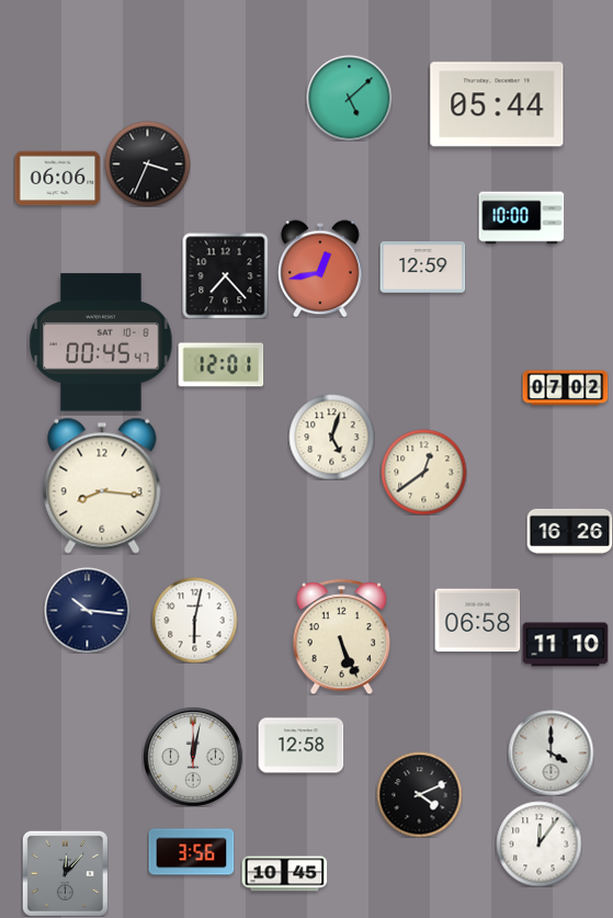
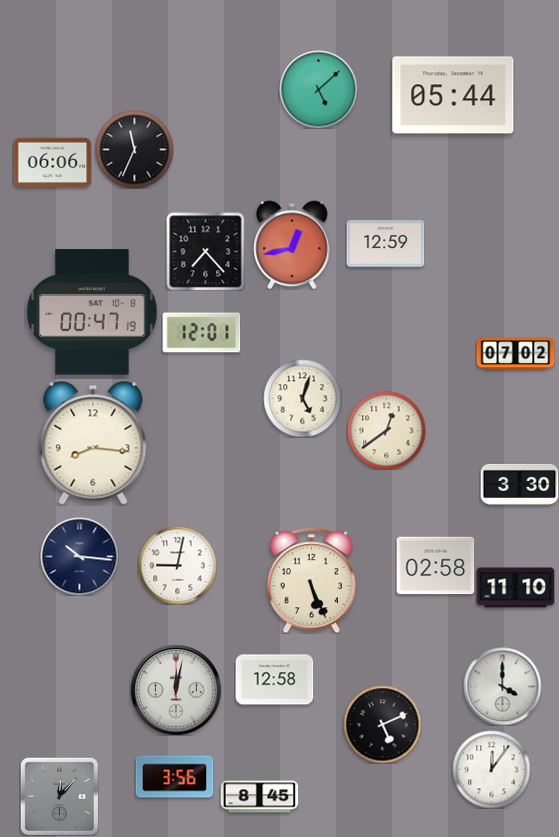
clock at (147, 163): 3:34 -> 11:34
clock at (521, 218): 10:00 -> none
clock at (101, 342): 00:45 -> 00:47
clock at (569, 531): 16:26 -> 3:30
clock at (194, 620): 6:02 -> 9:02
clock at (477, 621): 06:58 -> 02:58
clock at (419, 794): 4:11 -> 5:11
clock at (284, 874): 10:45 -> 8:45
